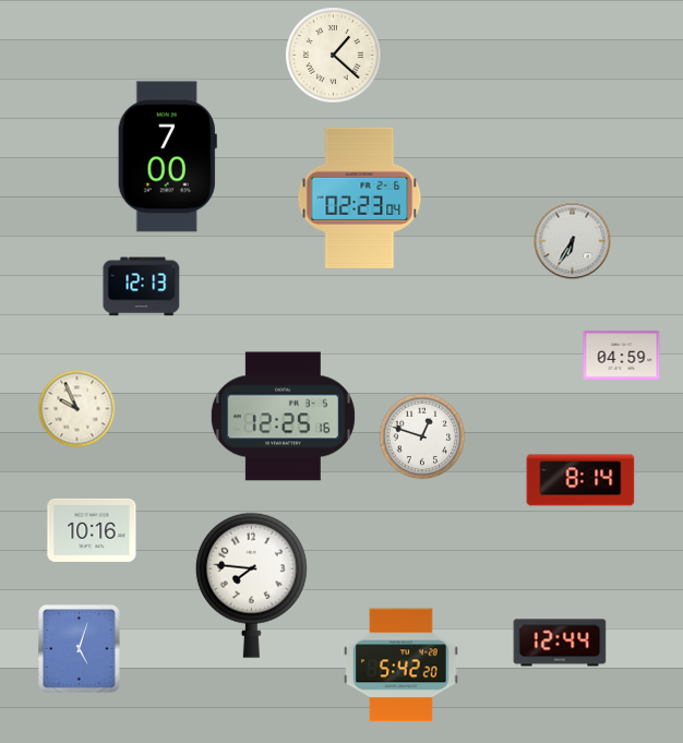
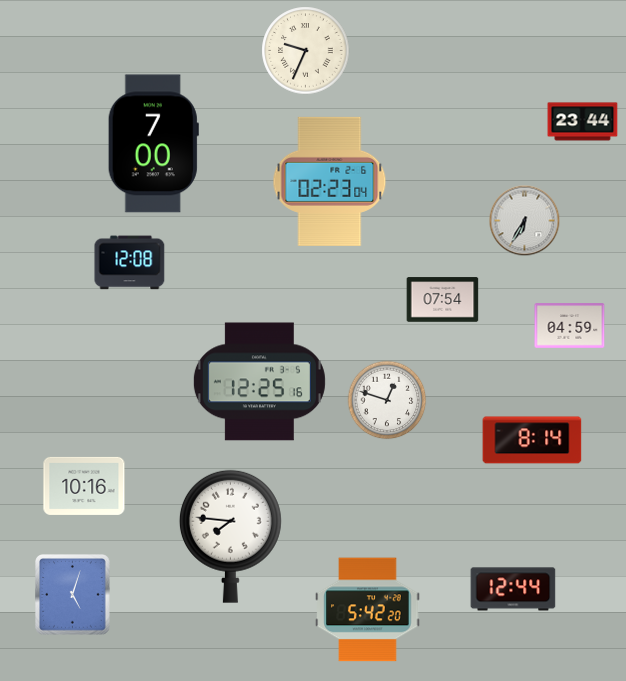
clock at (334, 56): 1:22 -> 9:34
clock at (583, 122): none -> 23:44
clock at (142, 287): 12:13 -> 12:08
clock at (443, 300): none -> 07:54
clock at (77, 409): 9:56 -> none
